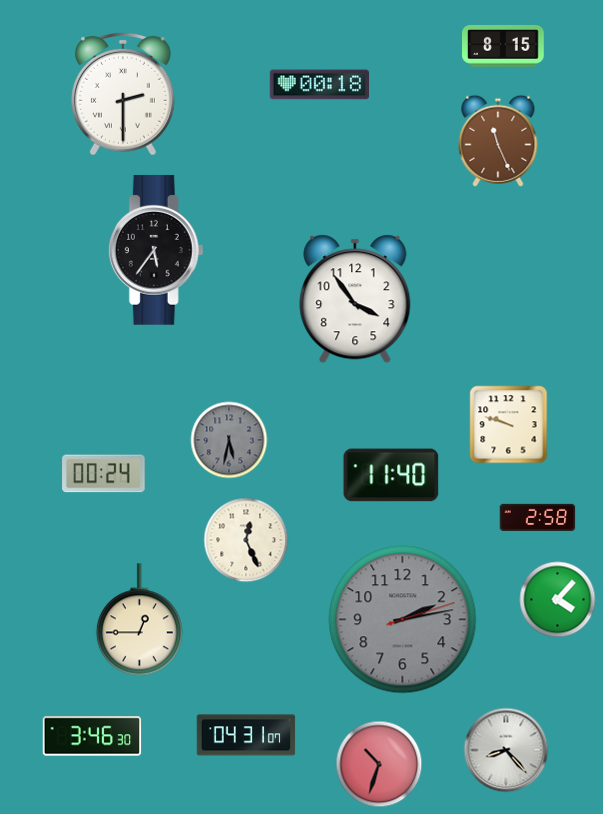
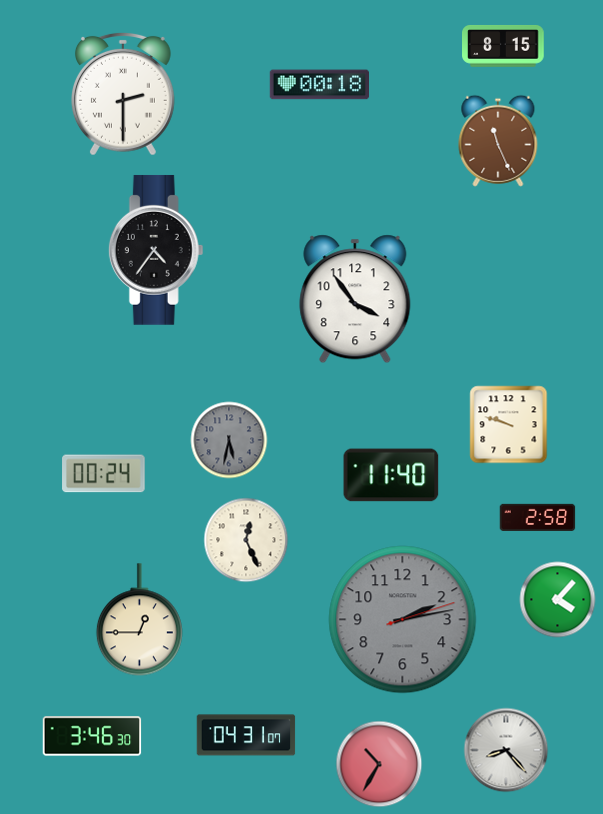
clock at (156, 250): 5:36 -> 4:36
clock at (379, 764): 10:33 -> 10:35
